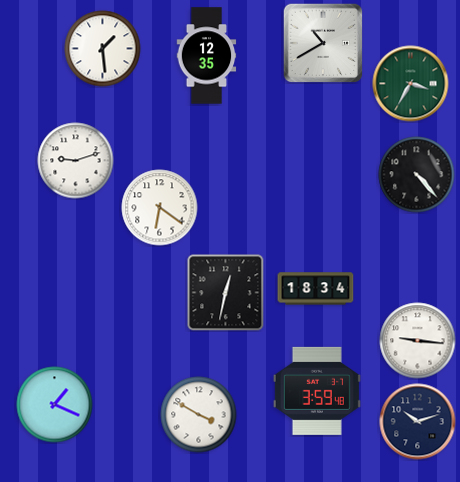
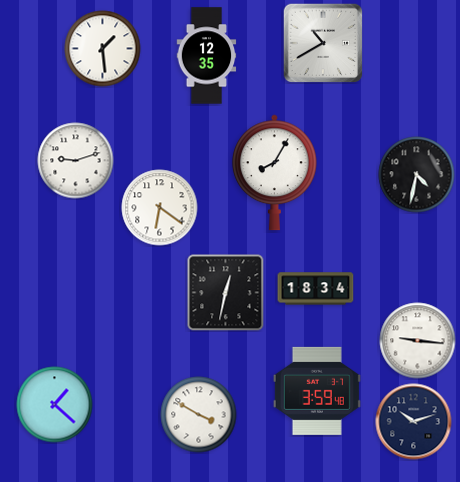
clock at (411, 84): 3:35 -> none
clock at (274, 173): none -> 8:05
clock at (417, 175): 4:23 -> 4:32
clock at (55, 405): 1:19 -> 1:22
clock at (418, 422) position: (418, 422) -> (414, 422)
